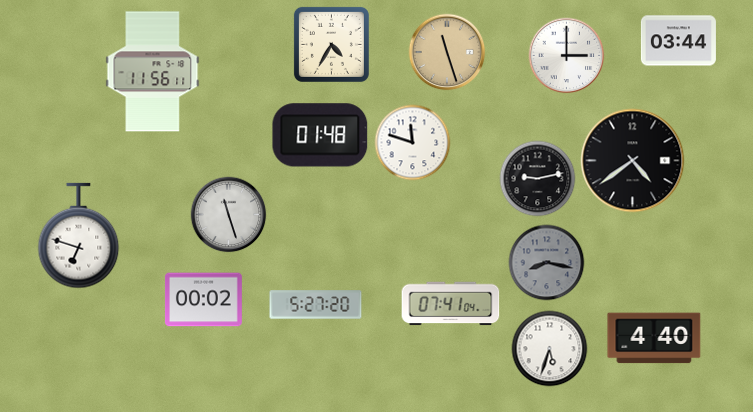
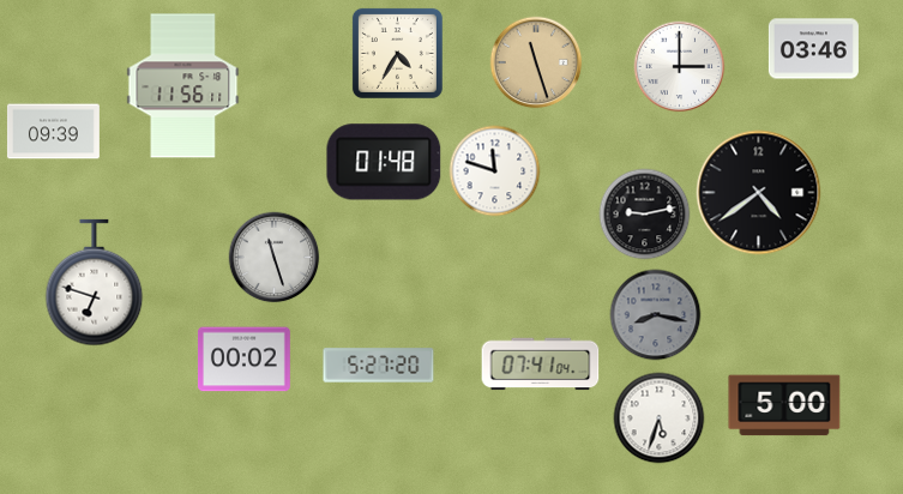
clock at (678, 41): 03:44 -> 03:46
clock at (53, 132): none -> 09:39
clock at (654, 338): 4:40 -> 5:00
